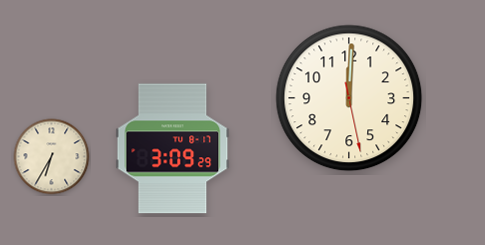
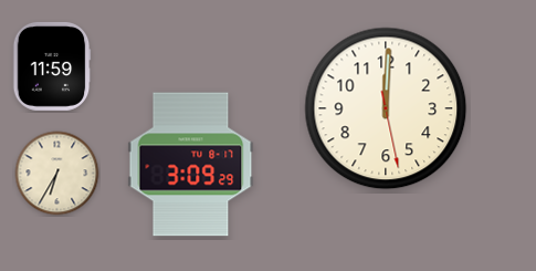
clock at (52, 66): none -> 11:59
